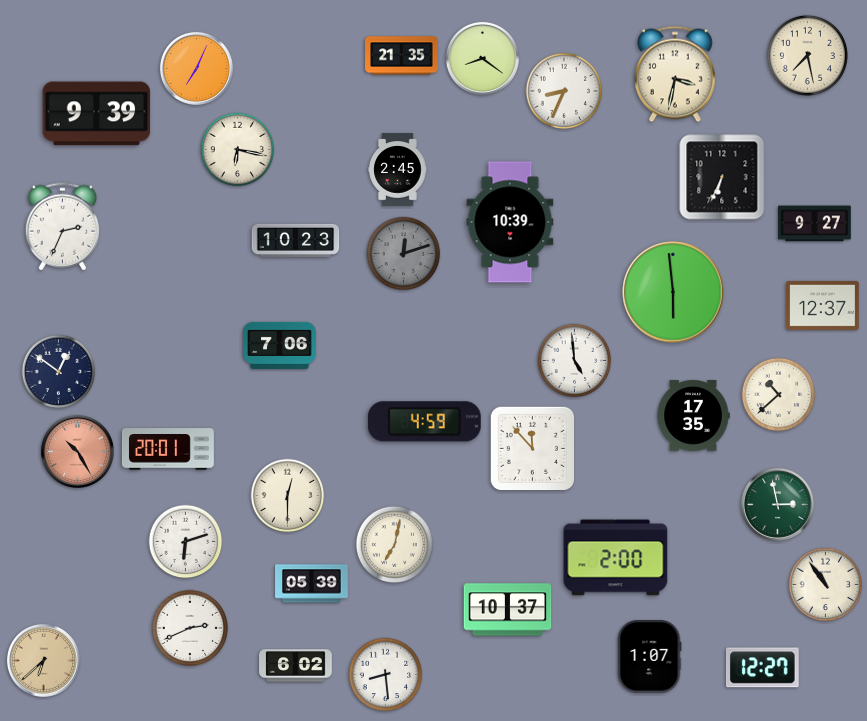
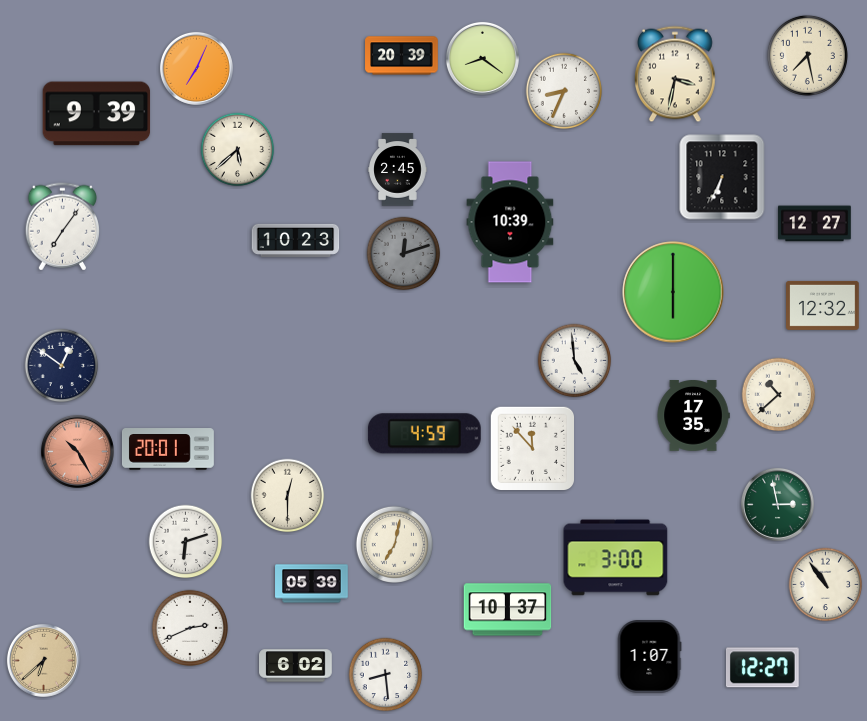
clock at (402, 56): 21:35 -> 20:39
clock at (238, 150): 6:17 -> 5:38
clock at (815, 224): 9:27 -> 12:27
clock at (62, 227): 2:34 -> 7:06
clock at (673, 292): 5:59 -> 6:00
clock at (823, 305): 12:37 -> 12:32
clock at (280, 345): 7:06 -> none
clock at (59, 372) position: (59, 372) -> (62, 366)
clock at (424, 422) position: (424, 422) -> (424, 434)
clock at (616, 558): 2:00 -> 3:00
